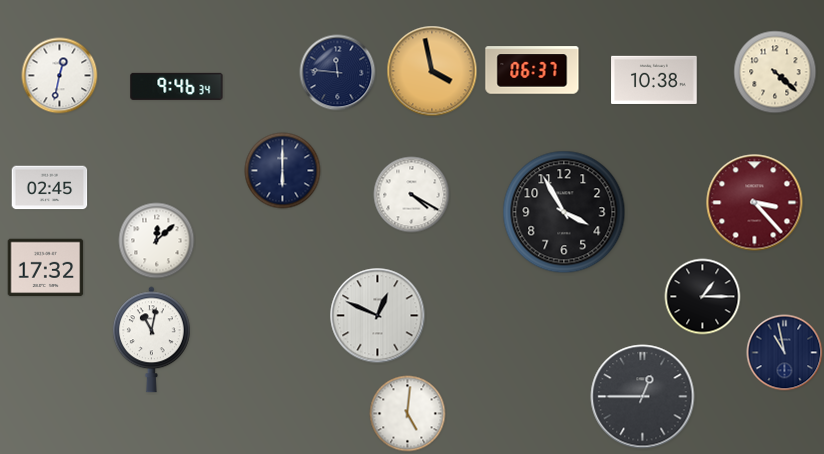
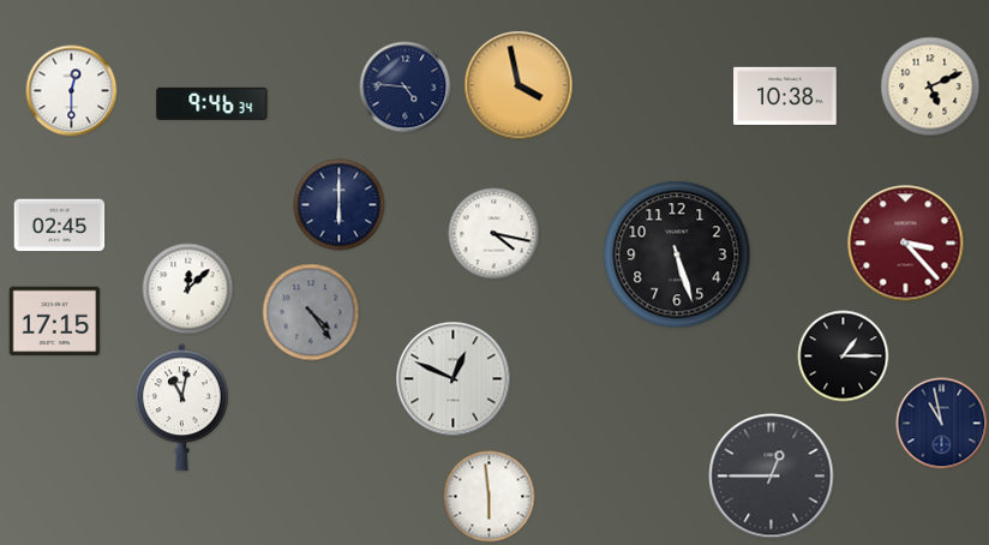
clock at (532, 70): 06:37 -> none
clock at (775, 72): 4:22 -> 5:11
clock at (338, 73): 11:46 -> 4:46
clock at (60, 76): 12:32 -> 12:30
clock at (412, 195): 4:20 -> 4:17
clock at (564, 212): 3:55 -> 5:27
clock at (311, 312): none -> 4:24
clock at (46, 268): 17:32 -> 17:15
clock at (408, 414): 5:01 -> 5:59
